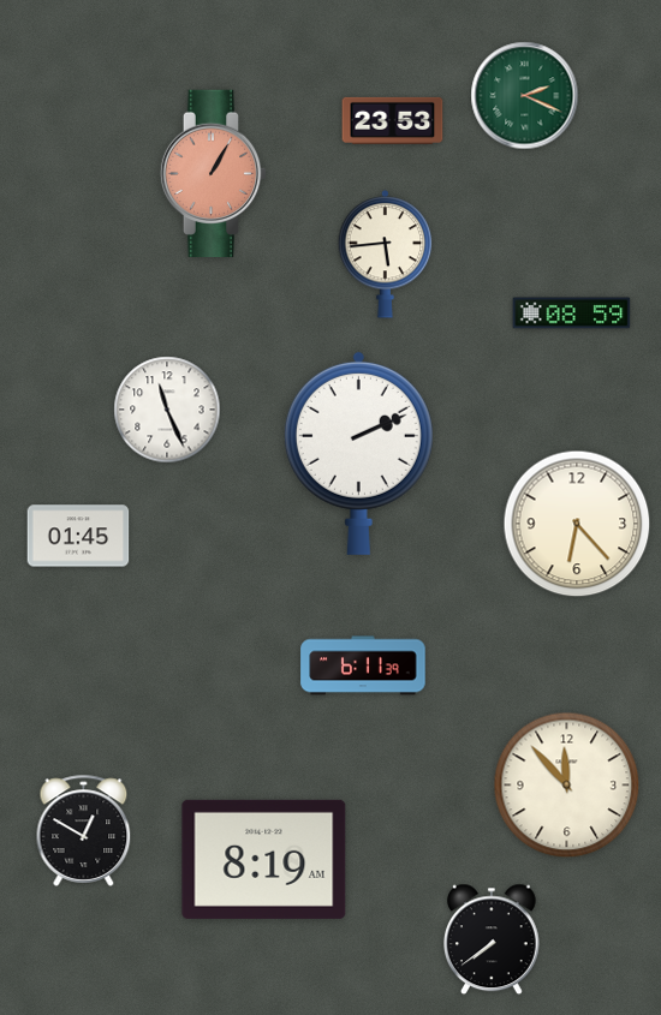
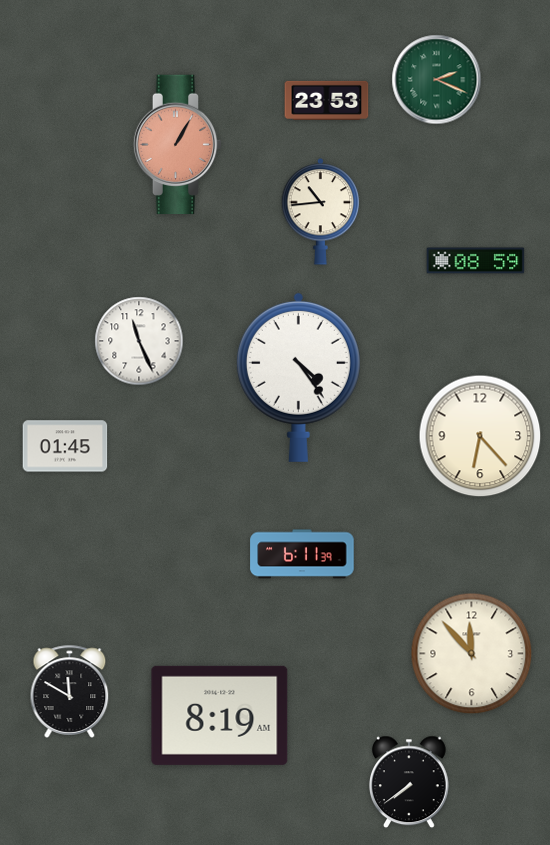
clock at (386, 255): 5:44 -> 10:44
clock at (358, 453): 2:11 -> 4:24
clock at (84, 830): 12:50 -> 11:50
